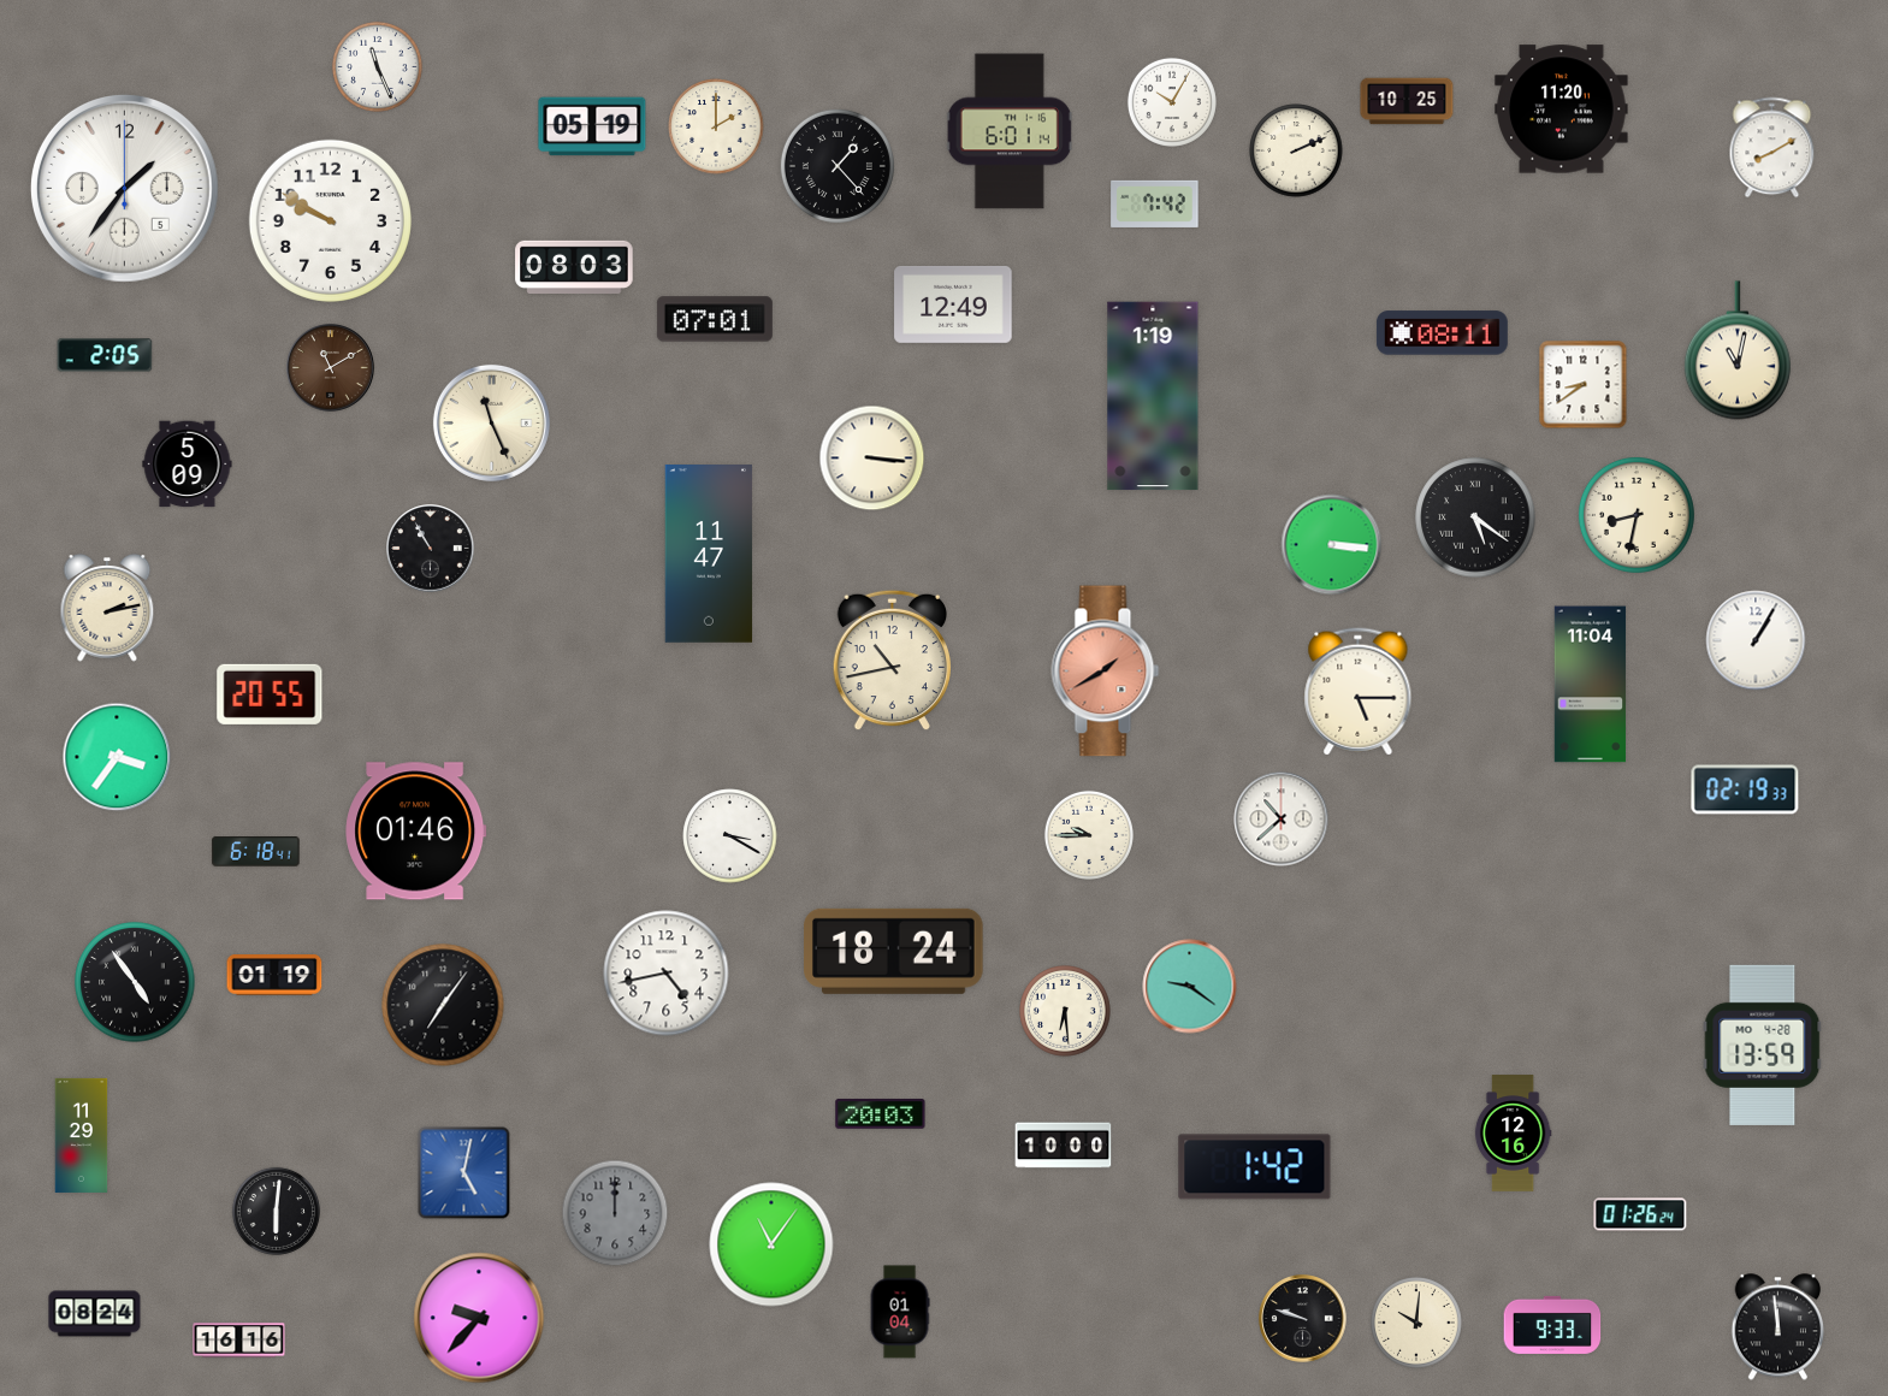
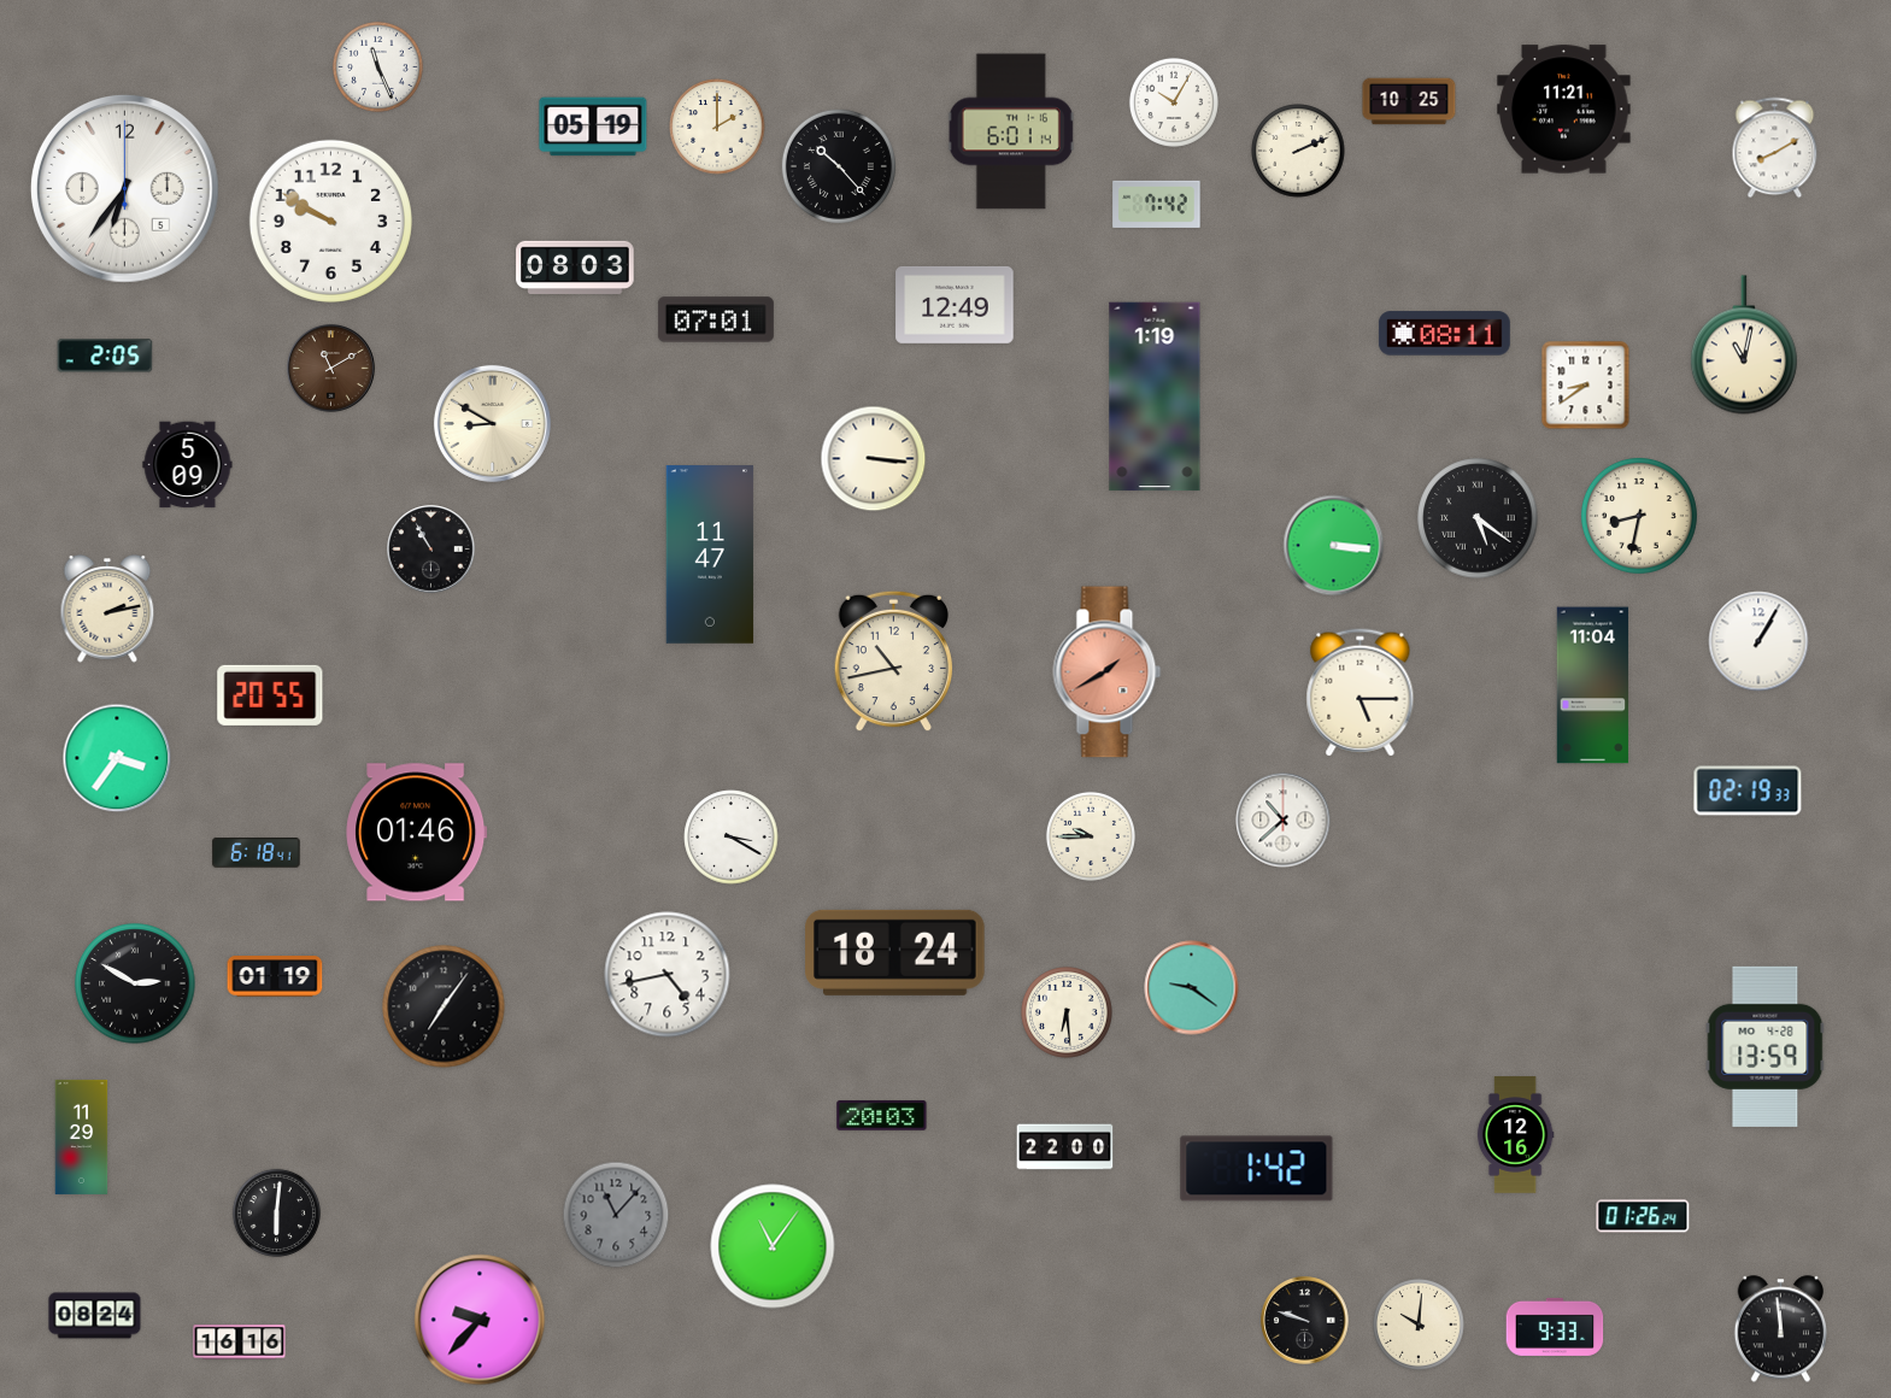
clock at (1562, 110): 11:20 -> 11:21
clock at (838, 166): 1:23 -> 10:23
clock at (124, 188): 1:36 -> 6:36
clock at (1738, 350) position: (1738, 350) -> (1744, 345)
clock at (491, 422): 11:26 -> 8:50
clock at (135, 982): 4:54 -> 2:50
clock at (1064, 1146): 10:00 -> 22:00
clock at (464, 1173): 5:02 -> none
clock at (615, 1213): 12:00 -> 11:07
clock at (900, 1312): 01:04 -> none
